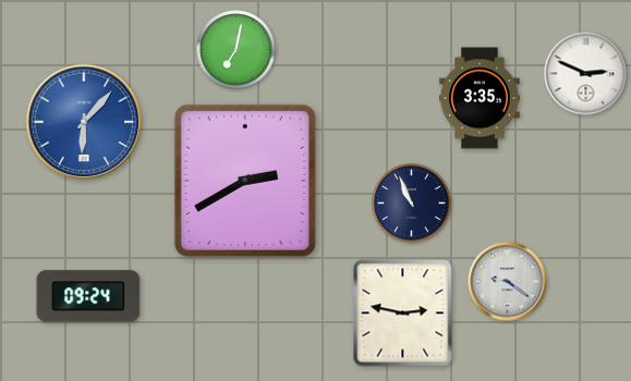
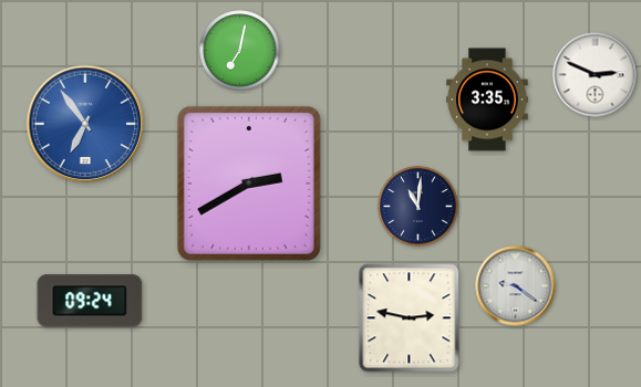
clock at (84, 122): 6:07 -> 6:54
clock at (412, 204): 10:56 -> 11:01
